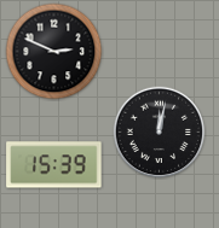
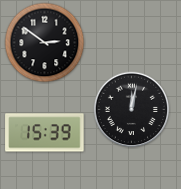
clock at (54, 52): 2:49 -> 2:51
clock at (54, 165) position: (54, 165) -> (45, 133)
